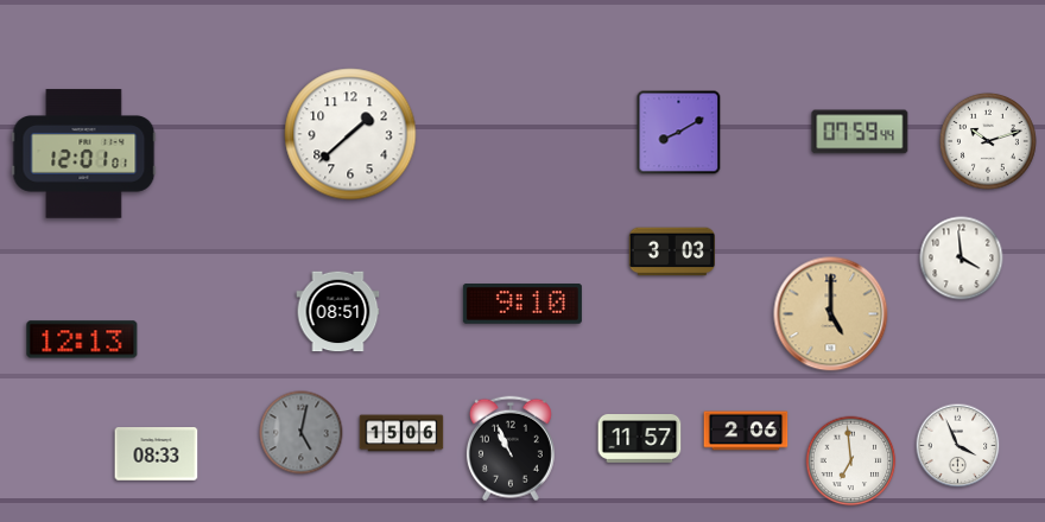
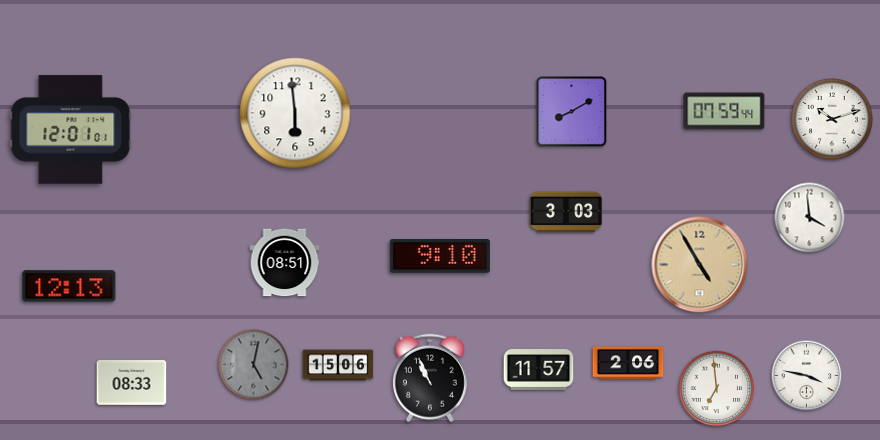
clock at (350, 134): 1:38 -> 5:59
clock at (831, 314): 5:00 -> 4:55
clock at (958, 446): 3:56 -> 3:47
